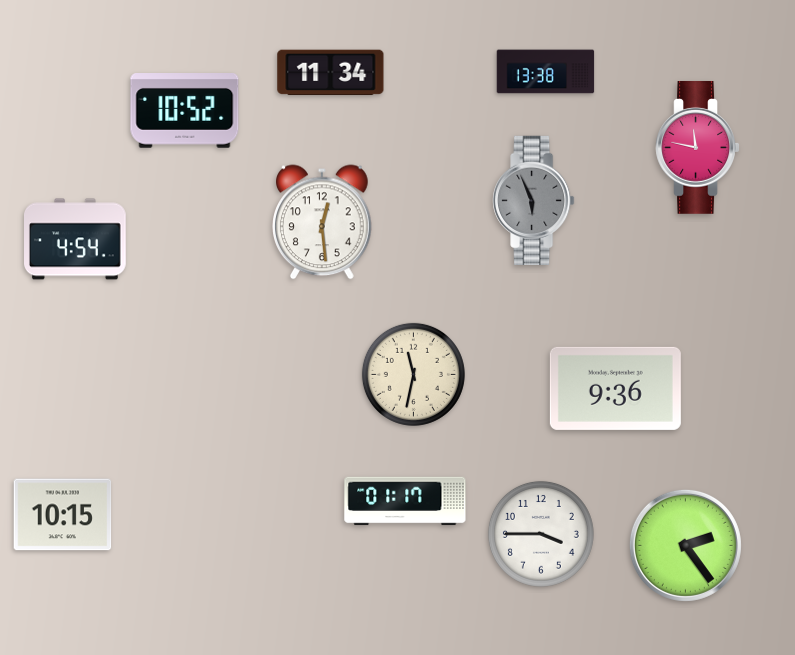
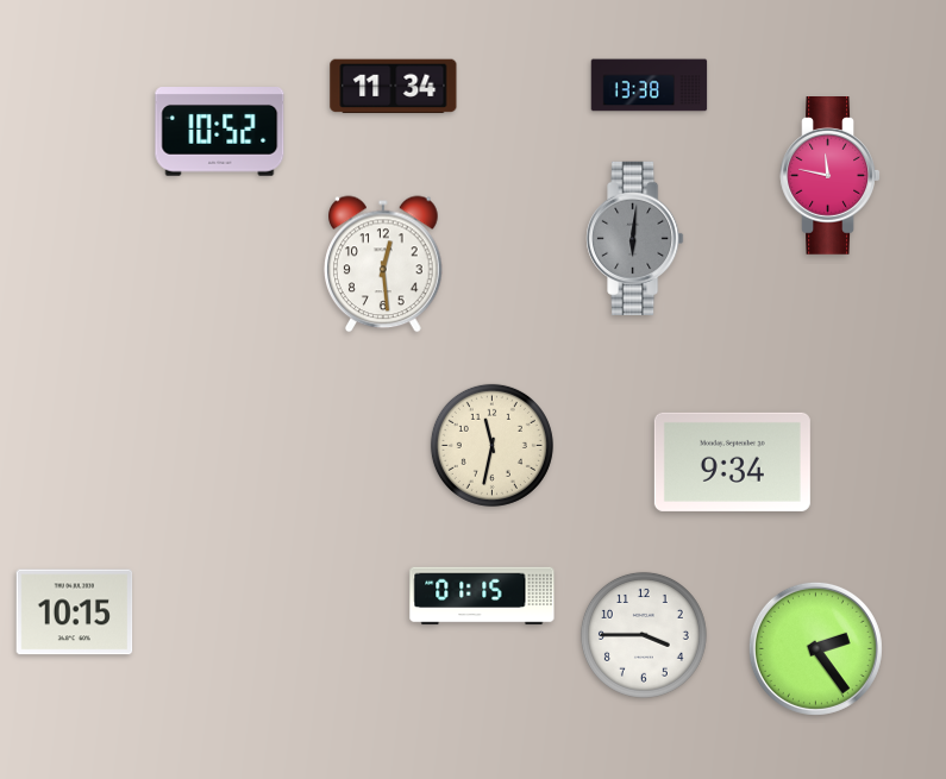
clock at (534, 200): 5:56 -> 6:01
clock at (76, 239): 4:54 -> none
clock at (615, 388): 9:36 -> 9:34
clock at (405, 501): 01:17 -> 01:15
